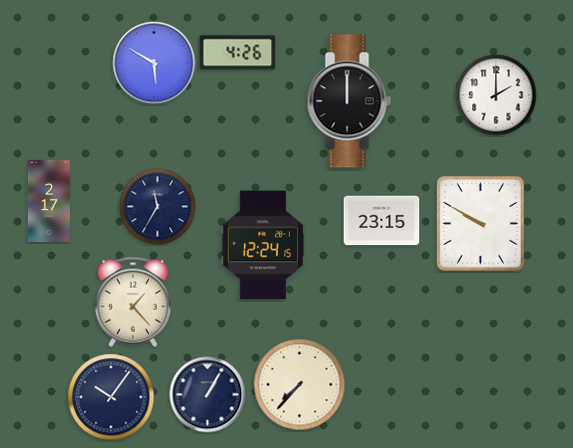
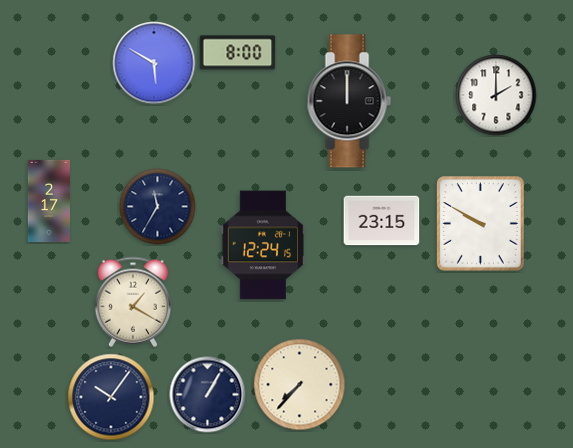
clock at (238, 53): 4:26 -> 8:00
clock at (133, 302): 1:23 -> 1:20
